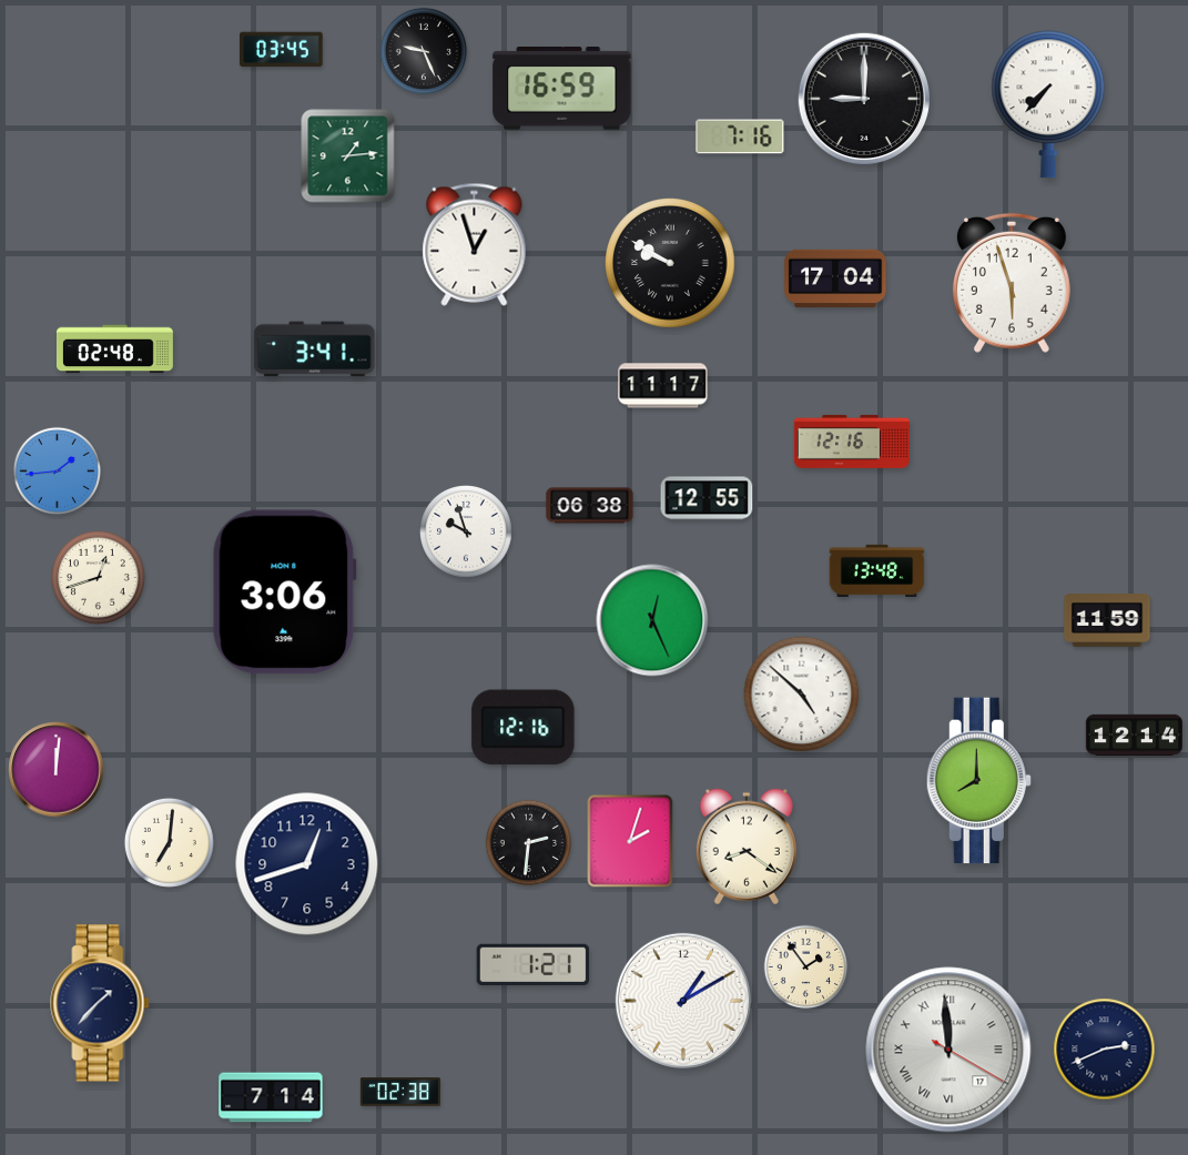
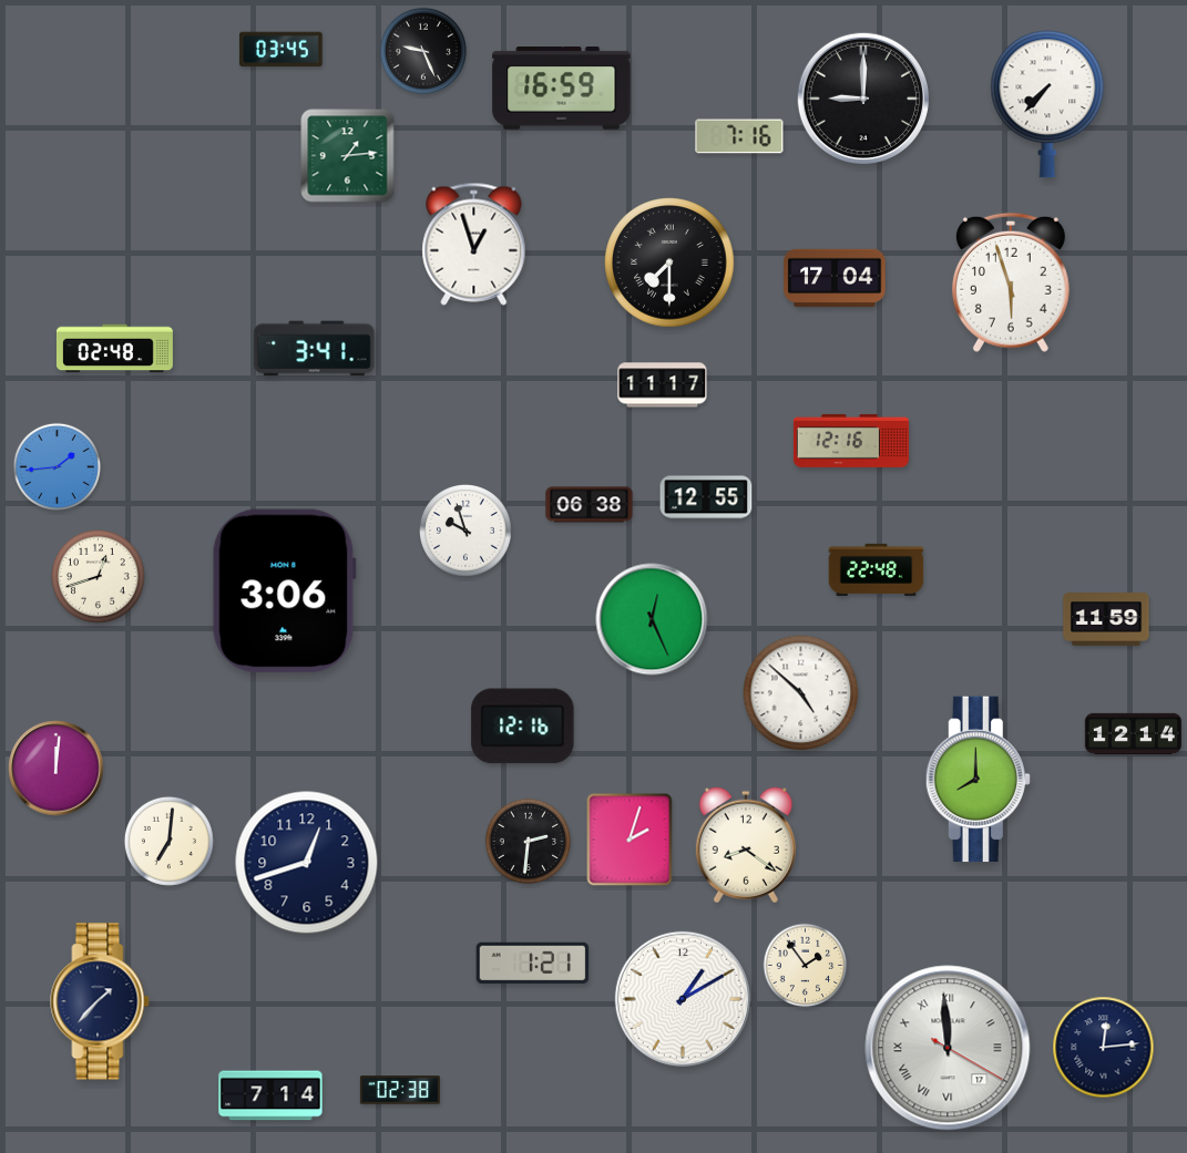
clock at (670, 263): 9:50 -> 7:30
clock at (57, 470) position: (57, 470) -> (57, 466)
clock at (877, 570): 13:48 -> 22:48
clock at (1105, 1050): 2:41 -> 12:14
